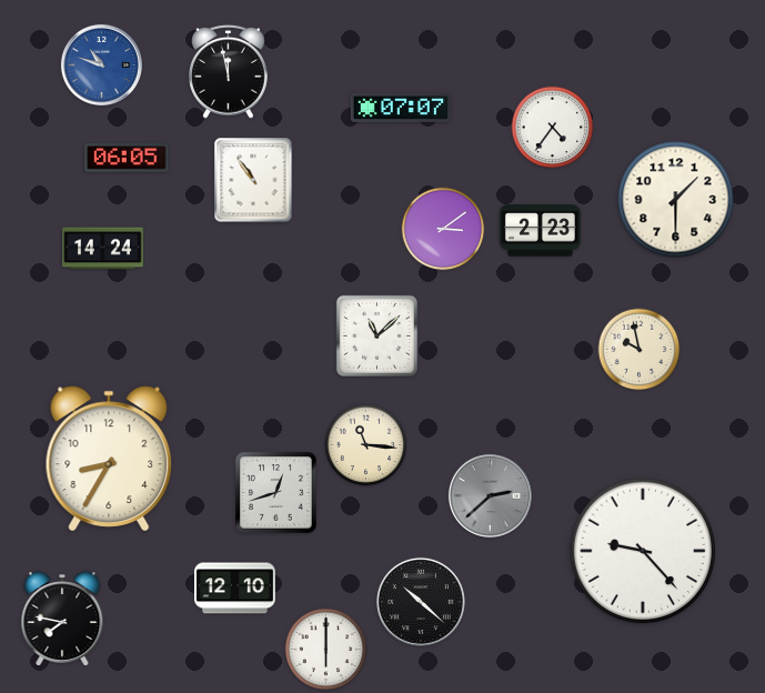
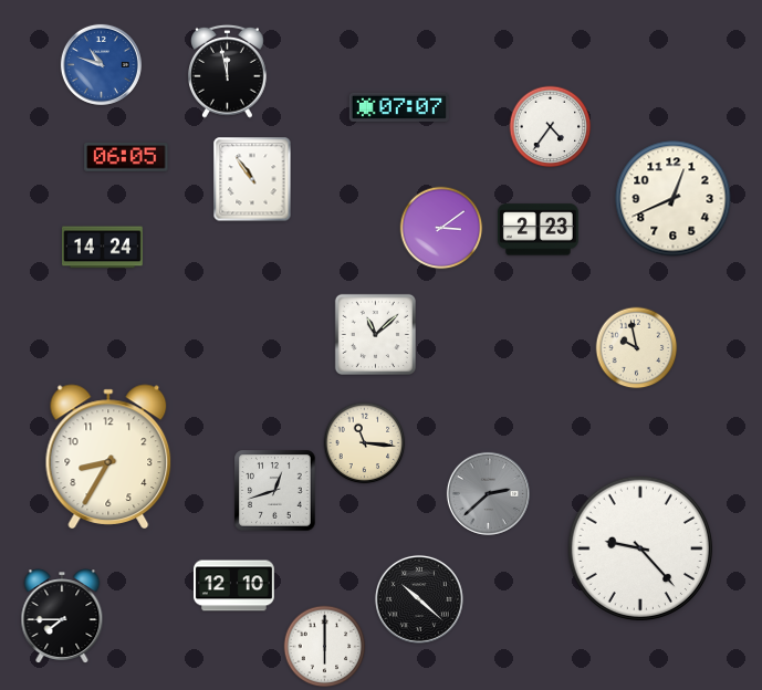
clock at (676, 200): 1:30 -> 12:41
clock at (62, 619): 7:47 -> 7:45
